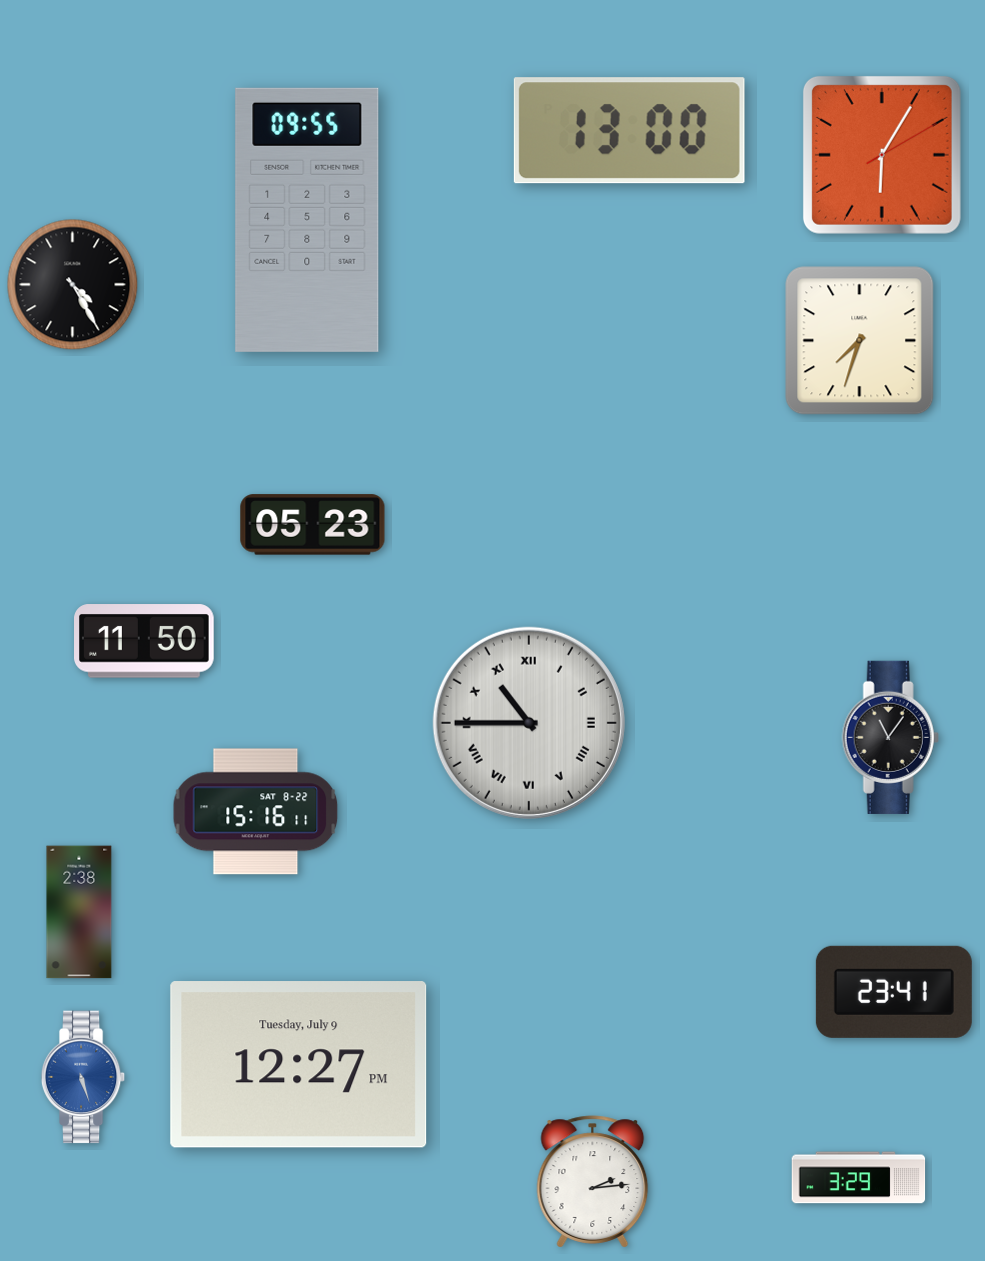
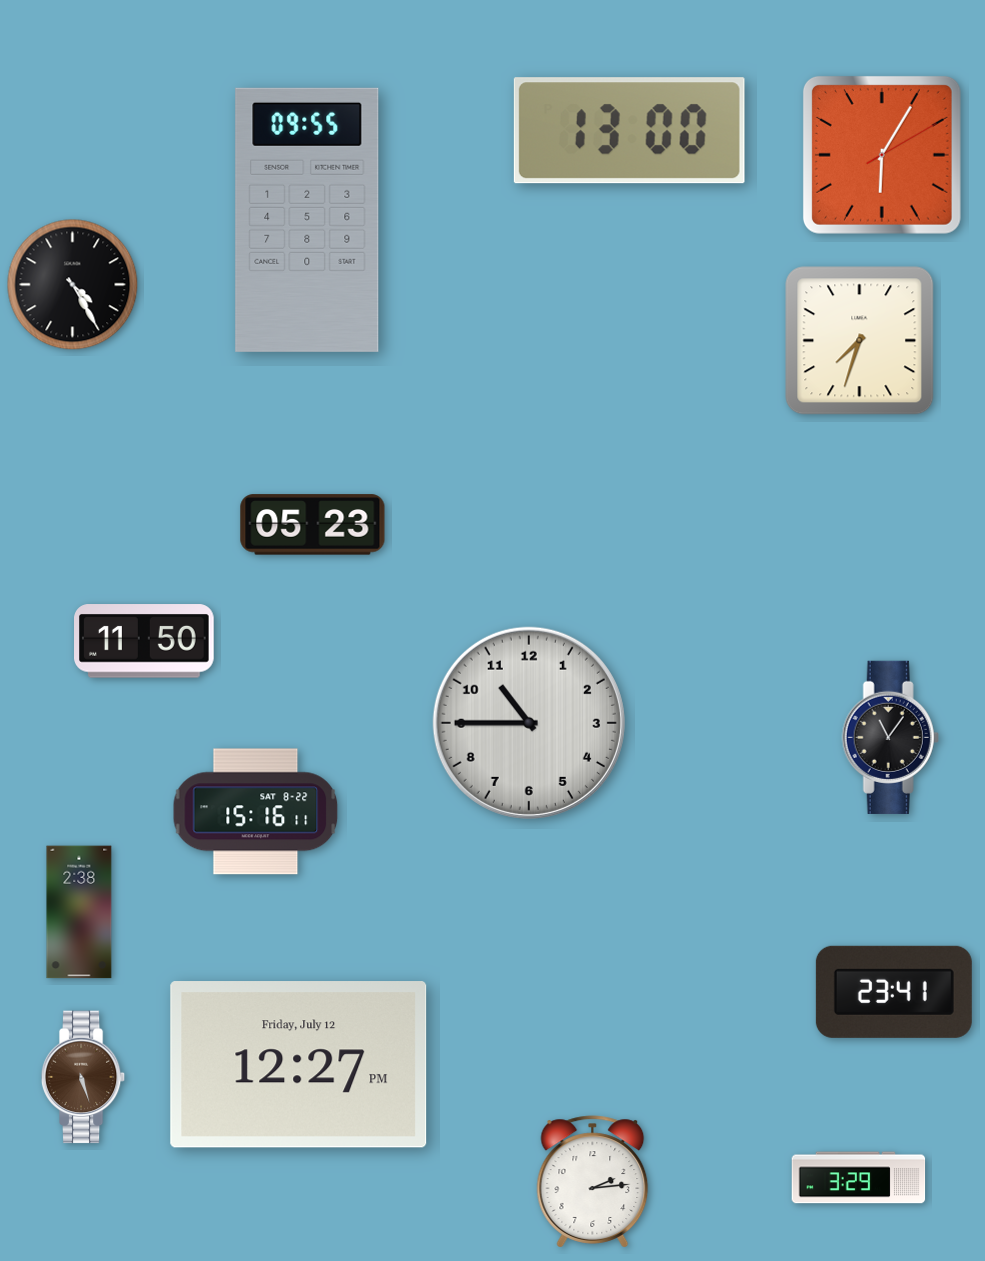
clock at (529, 723) numerals: Roman -> Arabic
clock at (299, 1065) date: Tuesday, July 9 -> Friday, July 12
clock at (83, 1077) dial: blue -> brown
